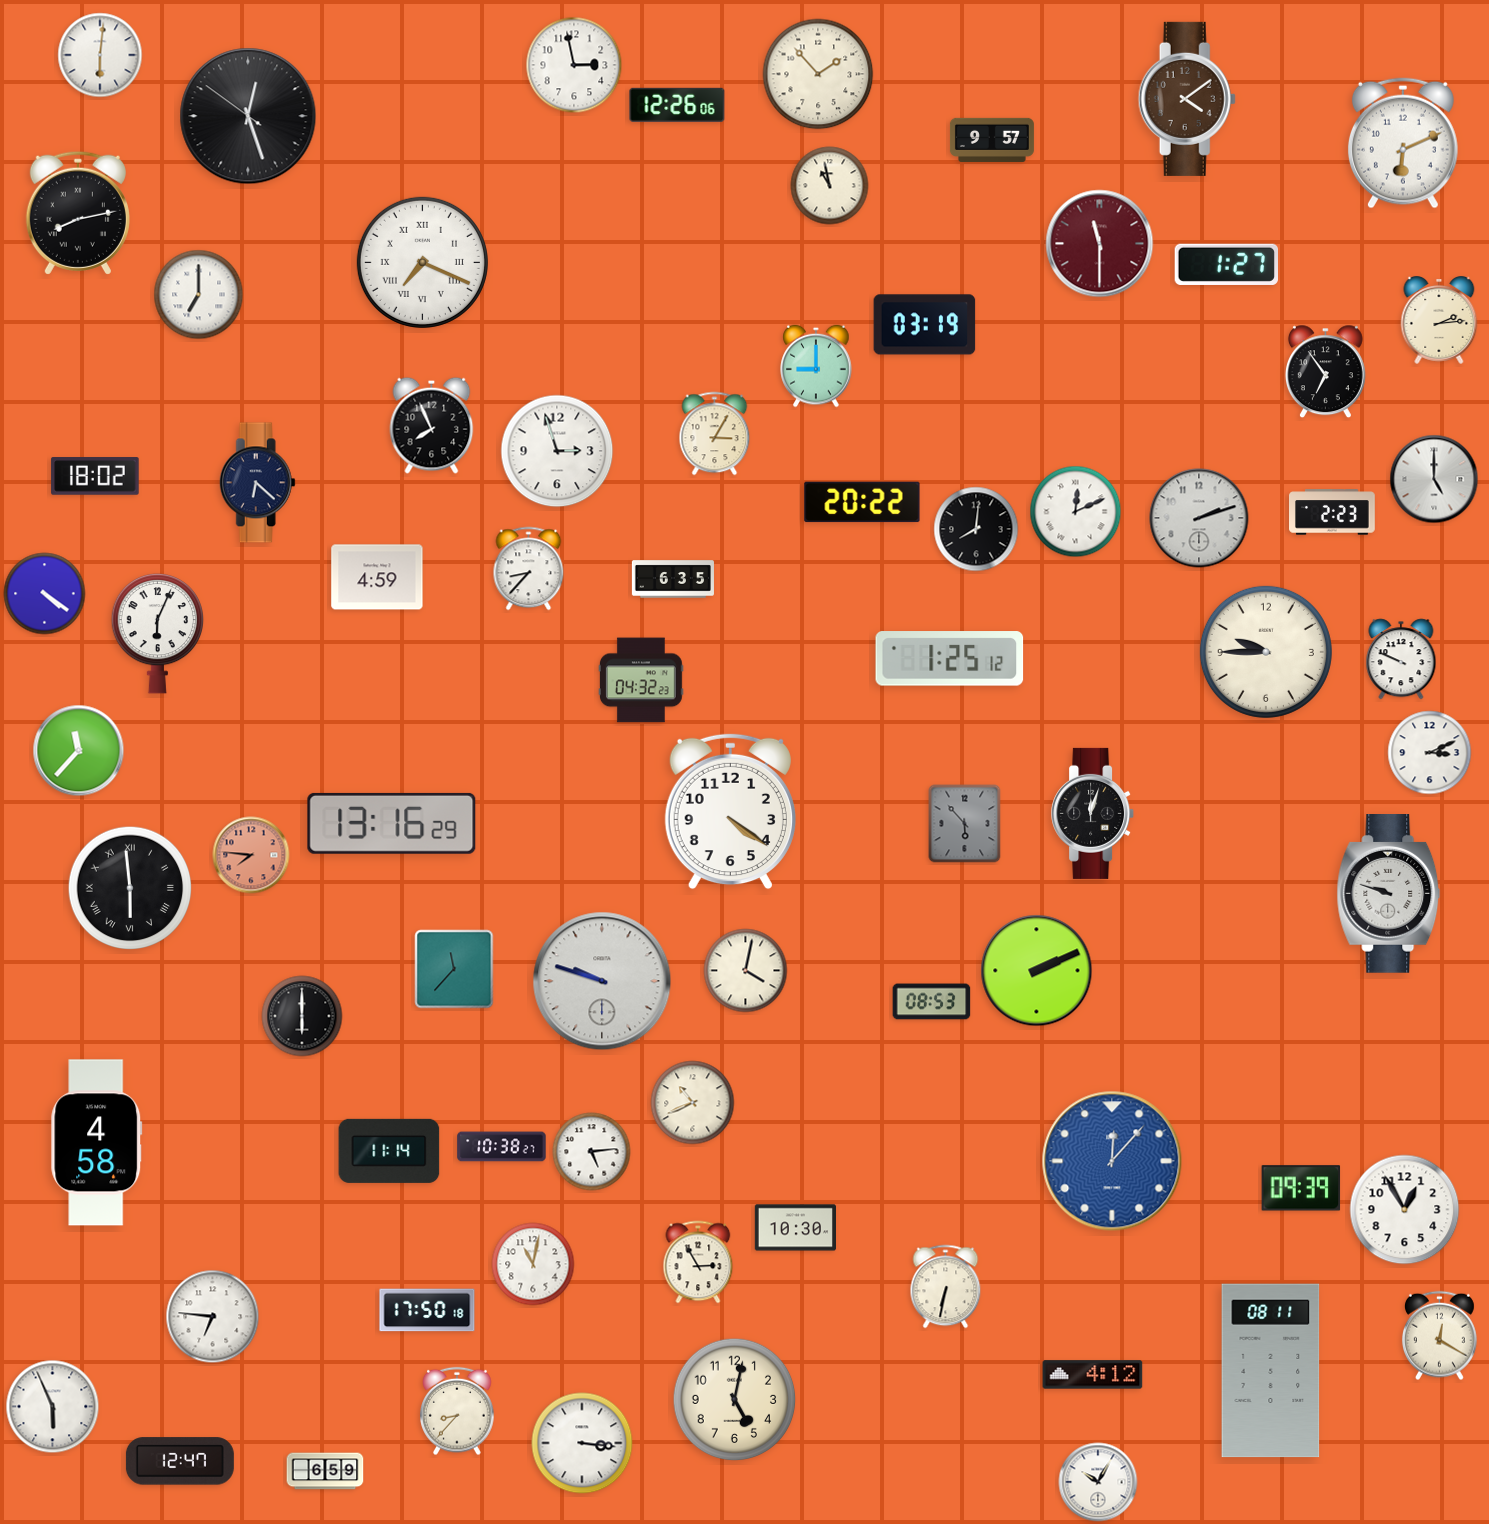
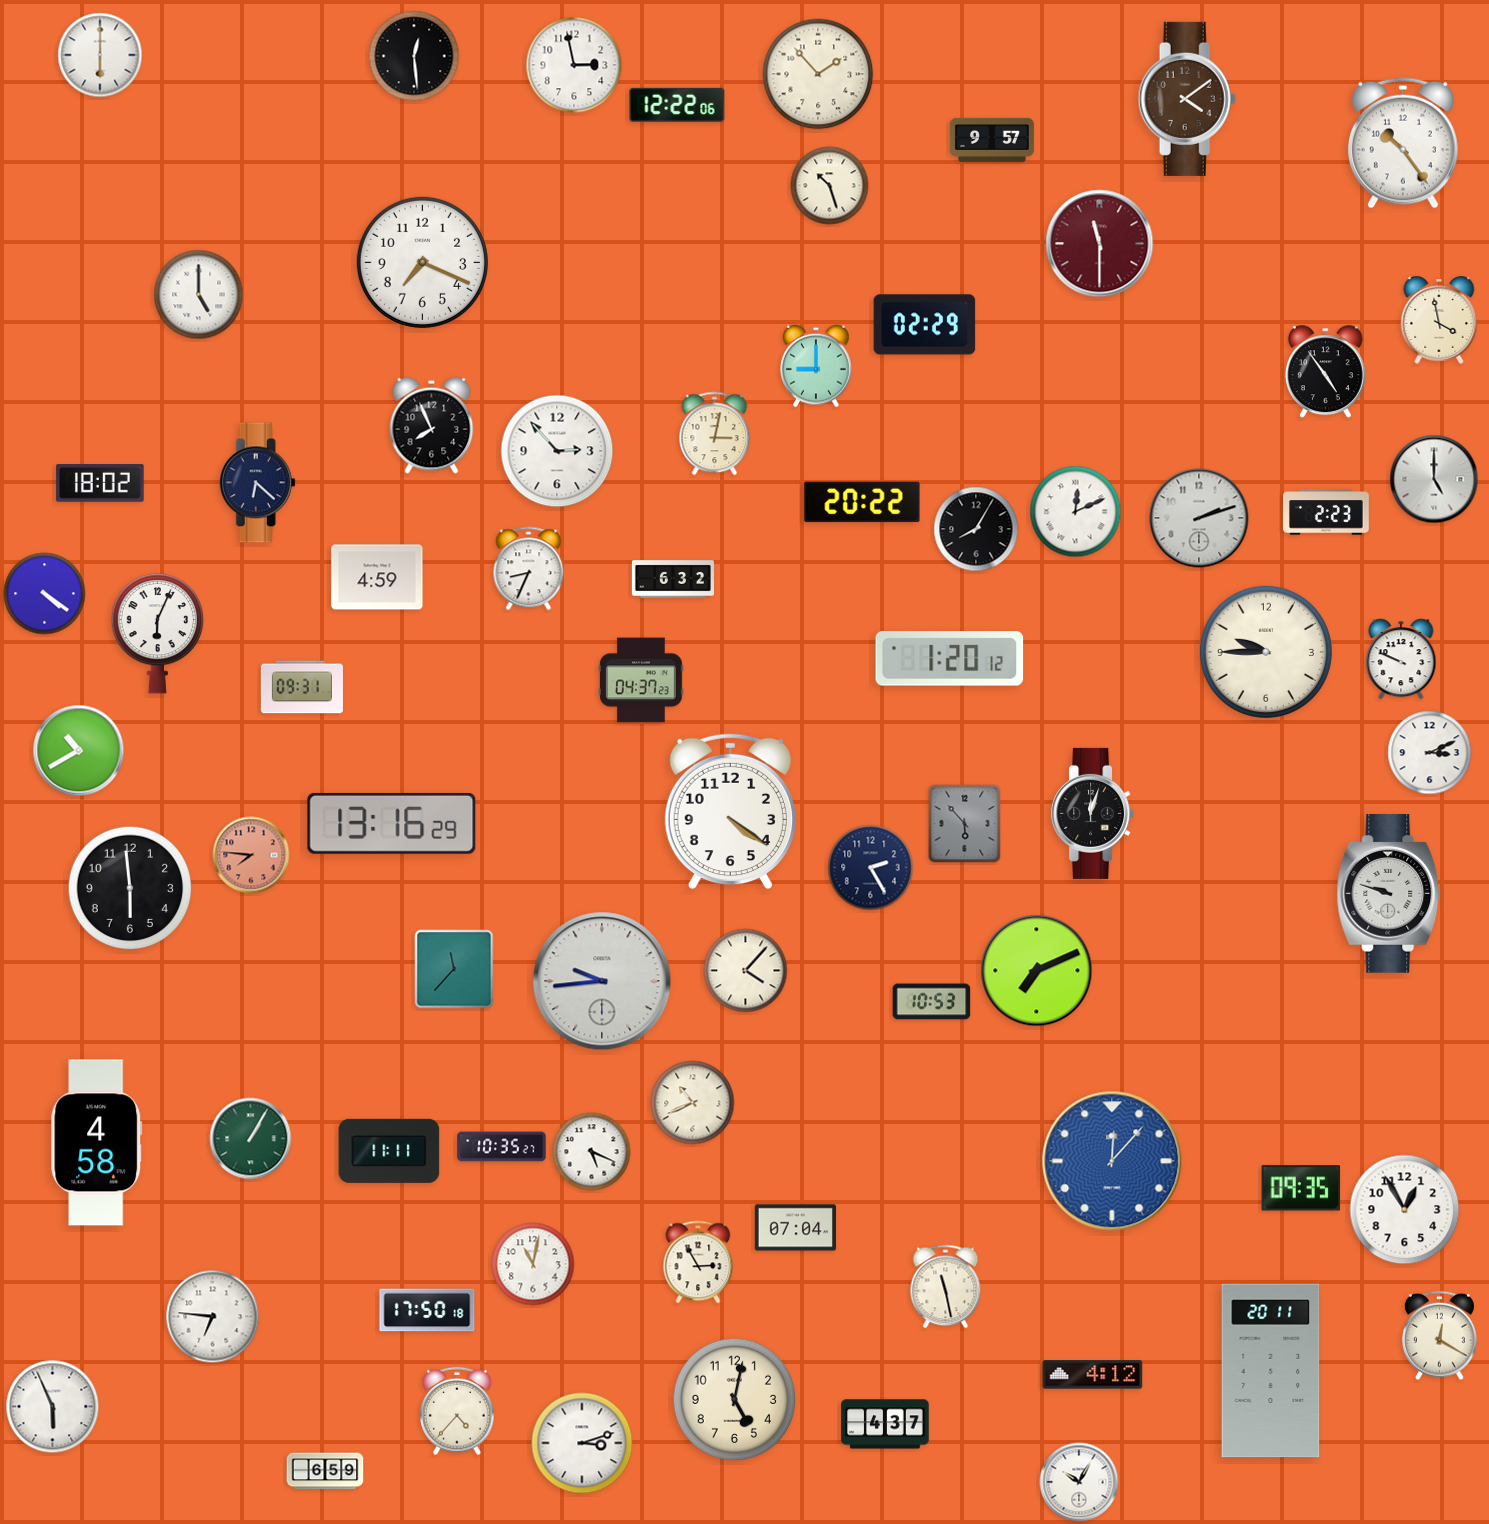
clock at (100, 55): 6:01 -> 6:00
clock at (414, 56): none -> 12:29
clock at (677, 105): 12:26 -> 12:22
clock at (248, 116): 12:26 -> none
clock at (1403, 143): 6:11 -> 10:24
clock at (830, 186): 10:58 -> 10:27
clock at (78, 213): 8:13 -> none
clock at (422, 262) numerals: Roman -> Arabic
clock at (1226, 264): 1:27 -> none
clock at (199, 295): 7:00 -> 5:00
clock at (1439, 321): 2:14 -> 3:58
clock at (925, 325): 03:19 -> 02:29
clock at (1325, 372): 6:54 -> 4:54
clock at (715, 434): 3:05 -> 3:02
clock at (557, 451): 2:57 -> 2:53
clock at (95, 476) position: (95, 476) -> (100, 483)
clock at (1333, 512) position: (1333, 512) -> (1327, 512)
clock at (976, 529): 8:01 -> 8:05
clock at (529, 569): 8:37 -> 8:34
clock at (673, 579): 6:35 -> 6:32
clock at (950, 659): 1:25 -> 1:20
clock at (642, 680): 04:32 -> 04:37
clock at (302, 687): none -> 09:31
clock at (79, 751): 11:37 -> 10:40
clock at (871, 868): none -> 2:25
clock at (130, 888) numerals: Roman -> Arabic
clock at (746, 971): 4:02 -> 4:07
clock at (1037, 971): 2:11 -> 7:11
clock at (602, 981): 9:48 -> 9:44
clock at (932, 1002): 08:53 -> 10:53
clock at (302, 1016): 6:00 -> none
clock at (251, 1139): none -> 1:05
clock at (502, 1147): 10:38 -> 10:35
clock at (389, 1151): 11:14 -> 11:11
clock at (592, 1152): 5:14 -> 5:19
clock at (1301, 1188): 09:39 -> 09:35
clock at (795, 1228): 10:30 -> 07:04
clock at (946, 1287): 6:32 -> 11:28
clock at (1271, 1371): 08:11 -> 20:11
clock at (457, 1411): 8:37 -> 4:37
clock at (885, 1424): none -> 4:37
clock at (582, 1443): 3:16 -> 3:12
clock at (180, 1461): 12:47 -> none
clock at (1098, 1482) position: (1098, 1482) -> (1079, 1482)
